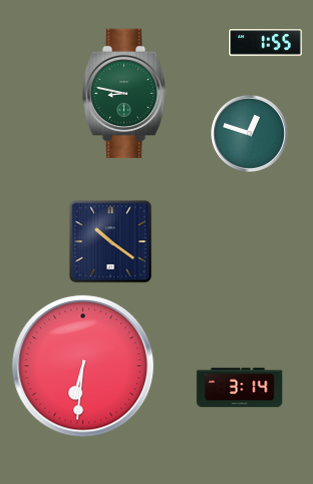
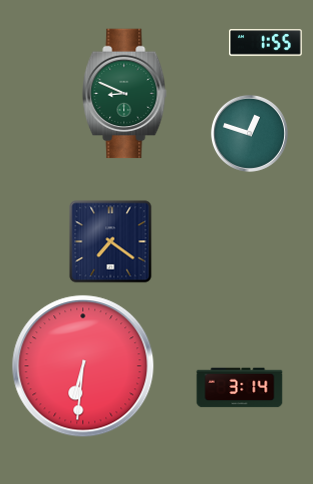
clock at (125, 94): 8:47 -> 8:49
clock at (111, 242): 10:21 -> 7:21
